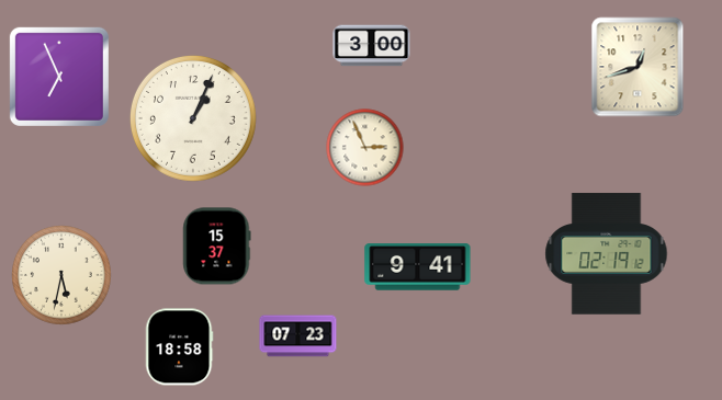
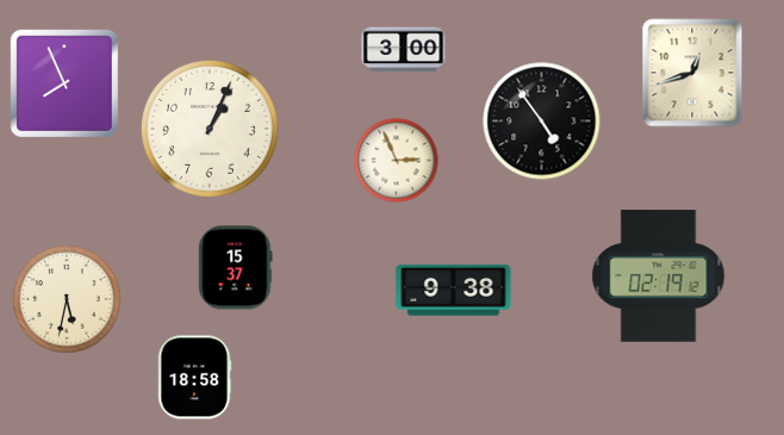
clock at (59, 77): 6:56 -> 7:56
clock at (542, 122): none -> 4:54
clock at (418, 267): 9:41 -> 9:38
clock at (298, 336): 07:23 -> none
